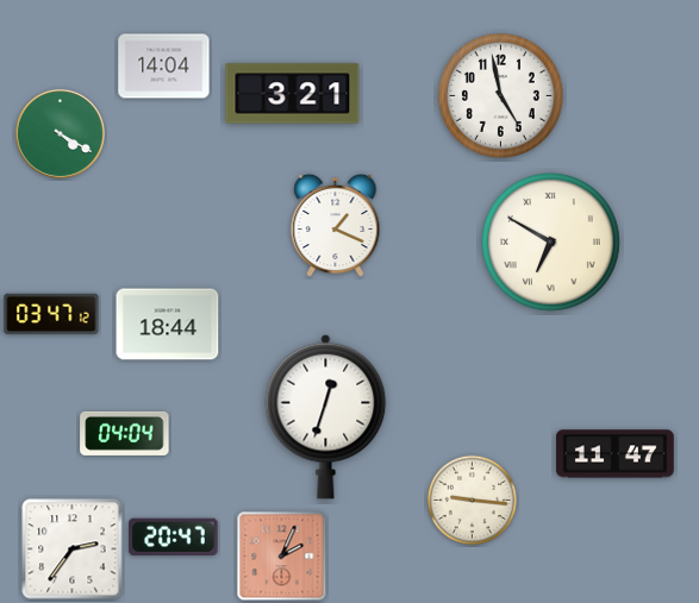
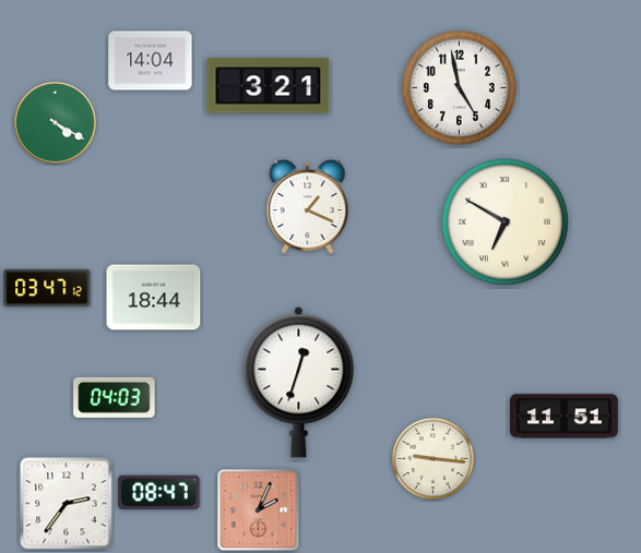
clock at (125, 433): 04:04 -> 04:03
clock at (616, 454): 11:47 -> 11:51
clock at (174, 536): 20:47 -> 08:47
